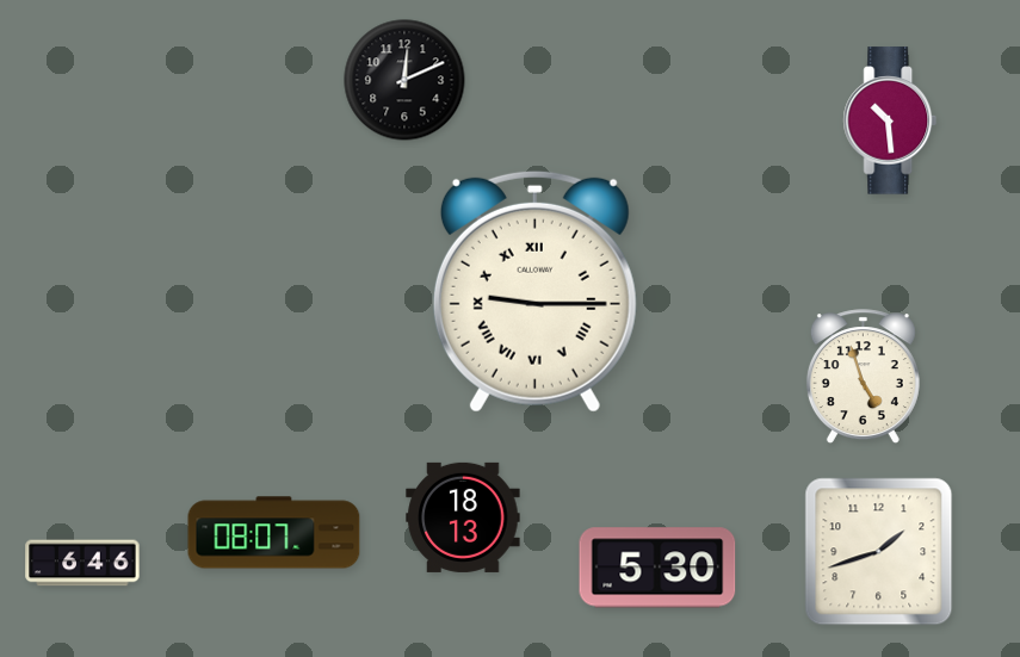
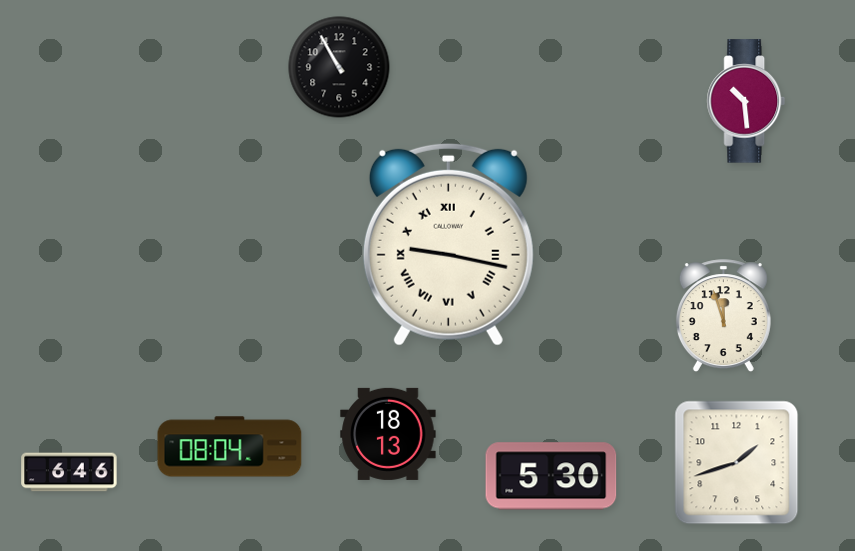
clock at (404, 80): 12:11 -> 10:55
clock at (534, 291): 9:15 -> 9:17
clock at (863, 377): 4:57 -> 11:57
clock at (274, 533): 08:07 -> 08:04
